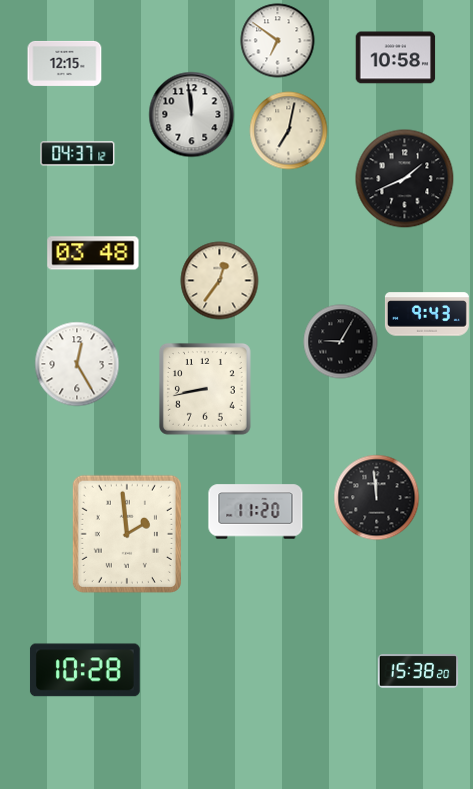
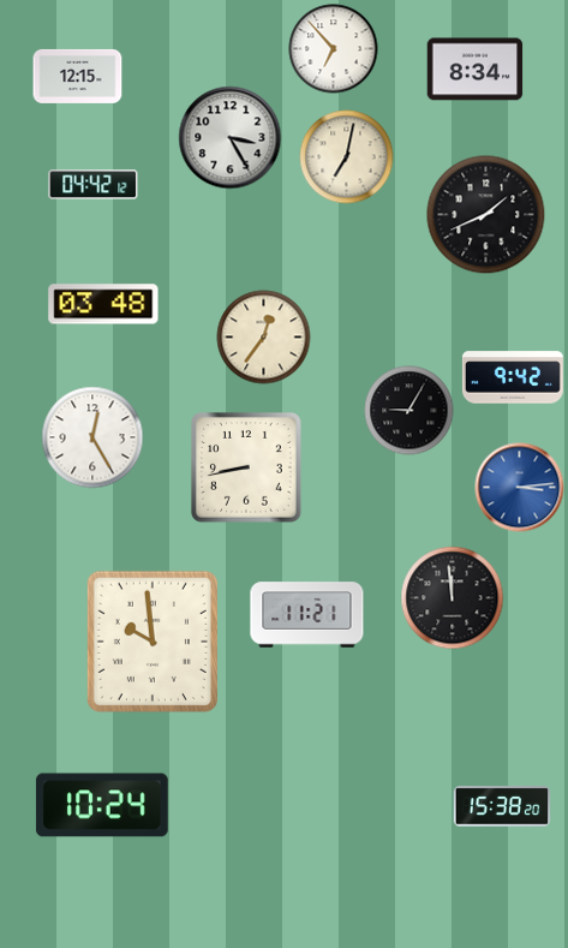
clock at (278, 41): 6:51 -> 6:53
clock at (396, 58): 10:58 -> 8:34
clock at (192, 115): 11:59 -> 3:25
clock at (78, 154): 04:37 -> 04:42
clock at (93, 253) position: (93, 253) -> (103, 304)
clock at (427, 314): 9:43 -> 9:42
clock at (520, 488): none -> 3:14
clock at (256, 512): 11:20 -> 11:21
clock at (127, 534): 1:59 -> 9:59
clock at (85, 670): 10:28 -> 10:24
